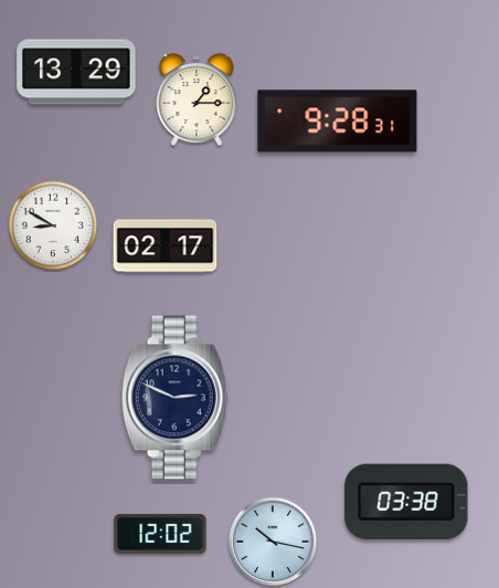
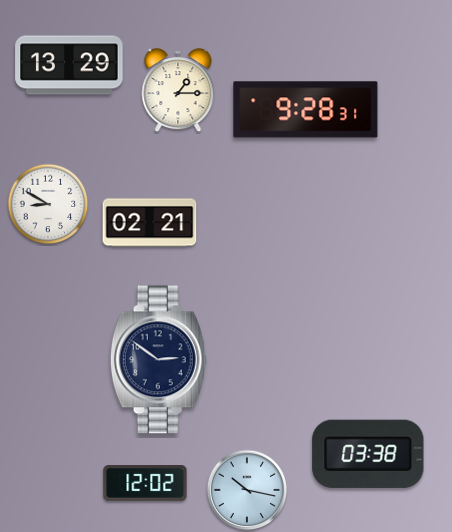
clock at (166, 246): 02:17 -> 02:21
clock at (174, 398): 2:49 -> 2:51
